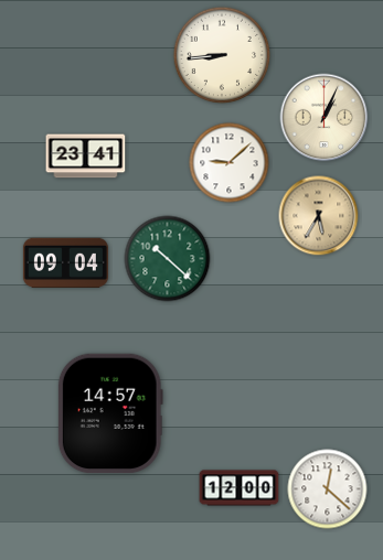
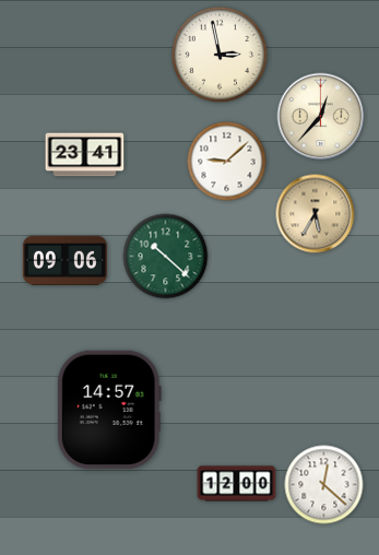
clock at (222, 55): 8:44 -> 2:58
clock at (325, 118): 1:04 -> 12:37
clock at (65, 262): 09:04 -> 09:06
